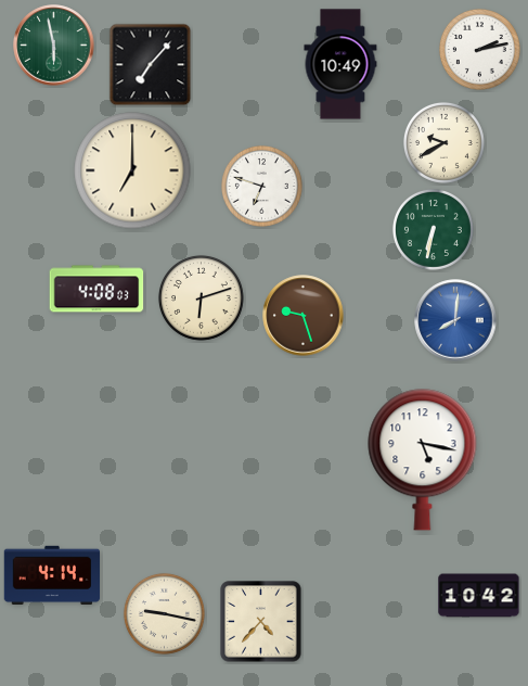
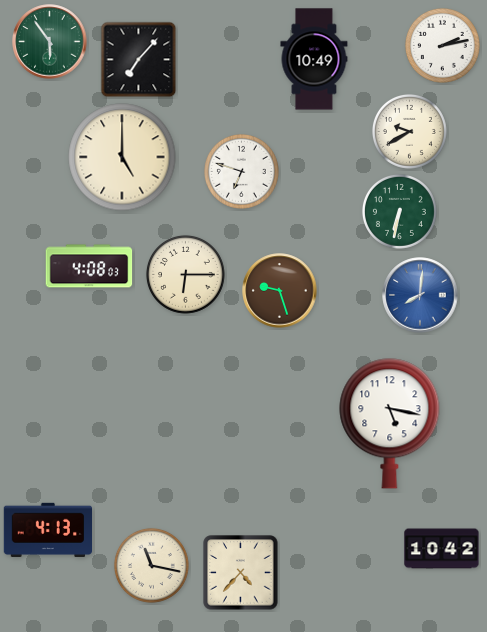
clock at (54, 46): 5:58 -> 5:54
clock at (132, 170): 7:00 -> 5:00
clock at (201, 297): 6:12 -> 6:15
clock at (51, 575): 4:14 -> 4:13
clock at (164, 613): 9:17 -> 11:17
